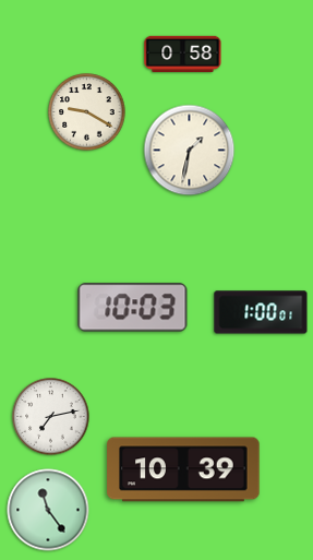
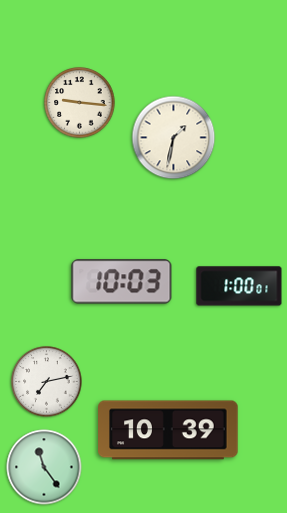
clock at (183, 53): 0:58 -> none
clock at (87, 112): 9:20 -> 9:16
